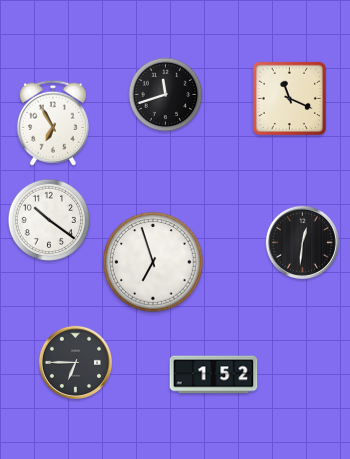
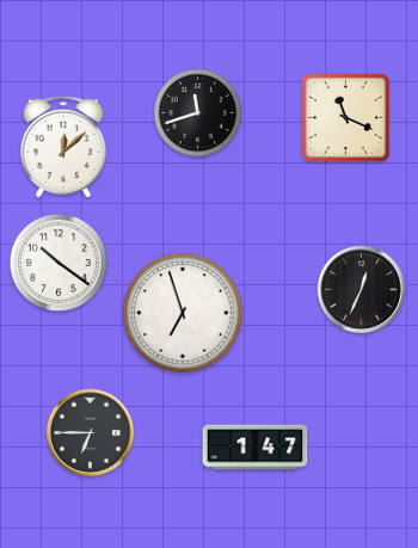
clock at (53, 123): 6:55 -> 12:08
clock at (302, 242): 12:31 -> 12:34
clock at (214, 375): 1:52 -> 1:47
